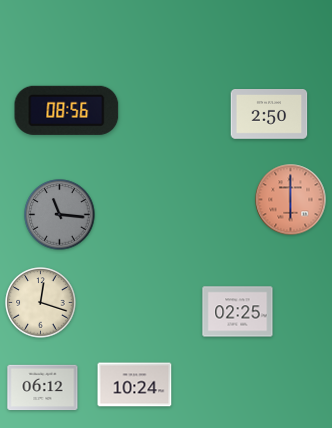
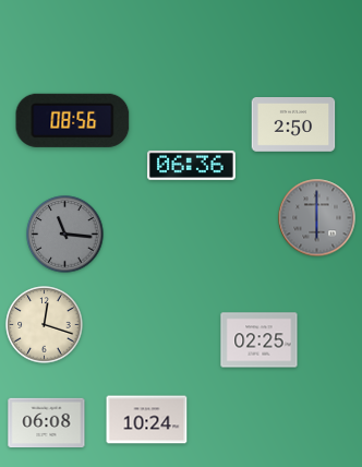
clock at (192, 165): none -> 06:36
clock at (291, 200) dial: salmon -> grey
clock at (41, 303) position: (41, 303) -> (45, 325)
clock at (43, 388): 06:12 -> 06:08
